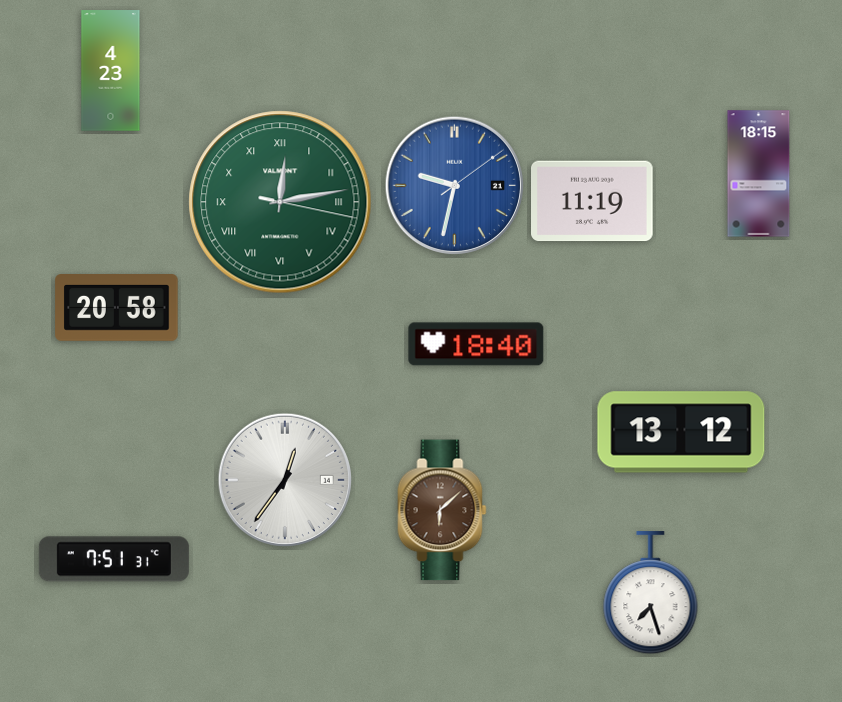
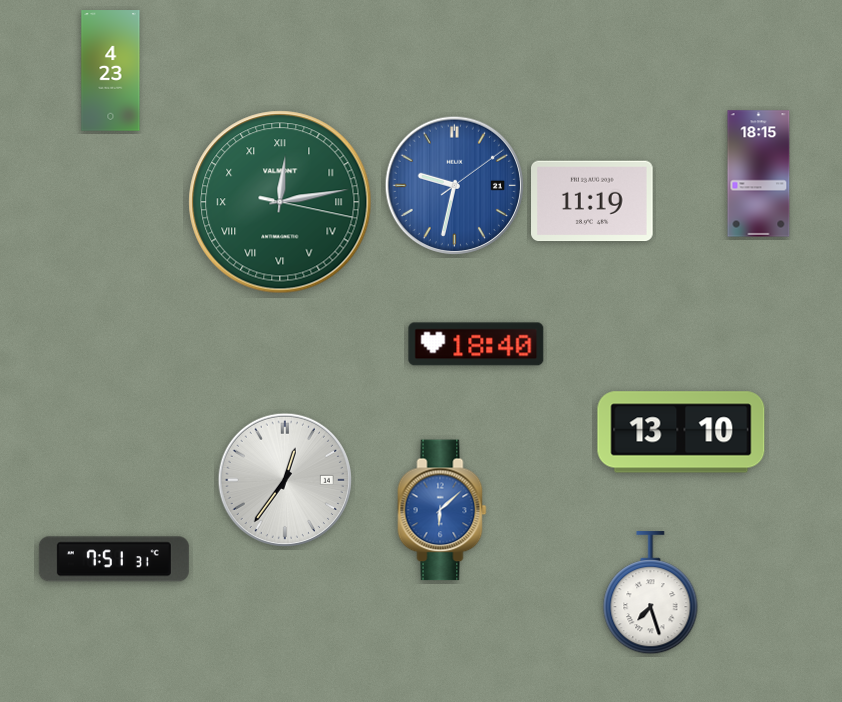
clock at (117, 308): 20:58 -> none
clock at (681, 432): 13:12 -> 13:10
clock at (442, 510) dial: brown -> blue
